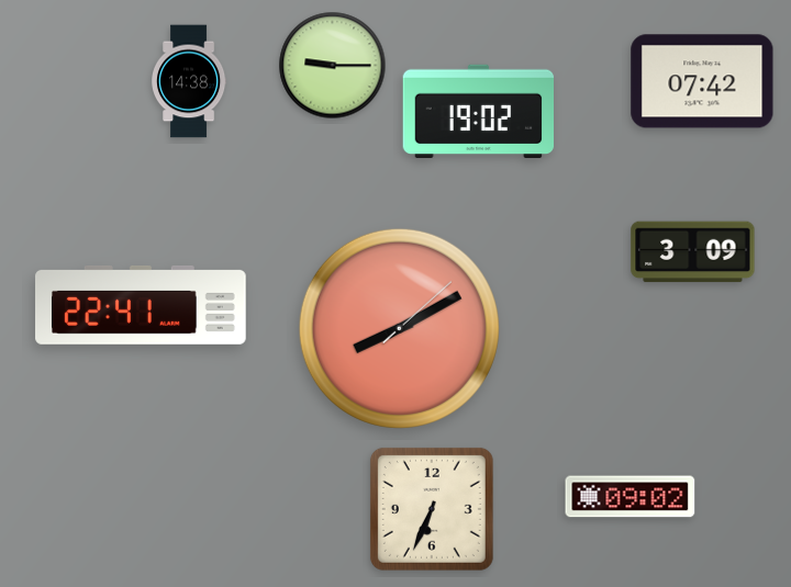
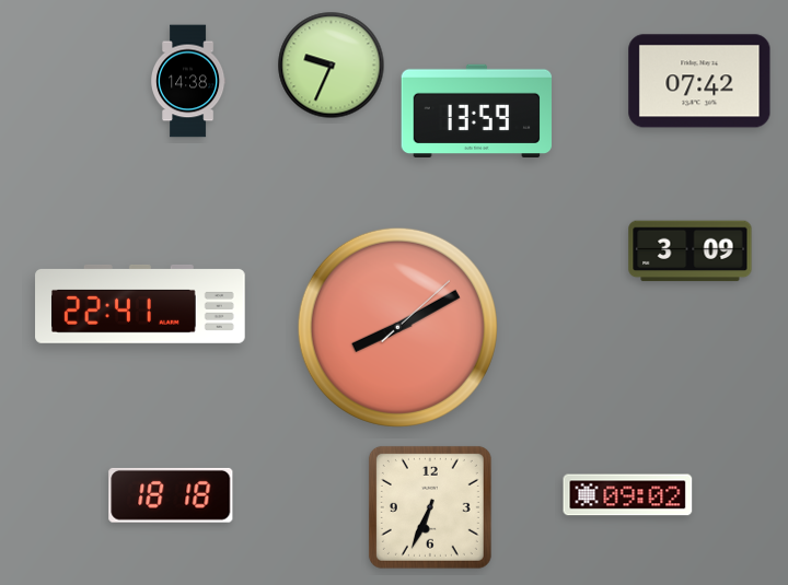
clock at (333, 66): 9:15 -> 9:34
clock at (479, 111): 19:02 -> 13:59
clock at (171, 495): none -> 18:18
